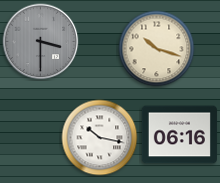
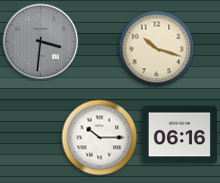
clock at (41, 42): 3:30 -> 3:31
clock at (100, 138): 10:17 -> 10:15
